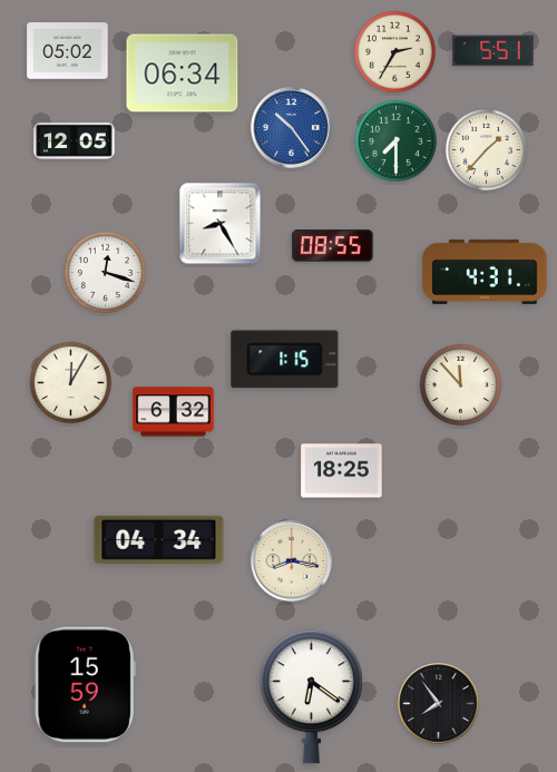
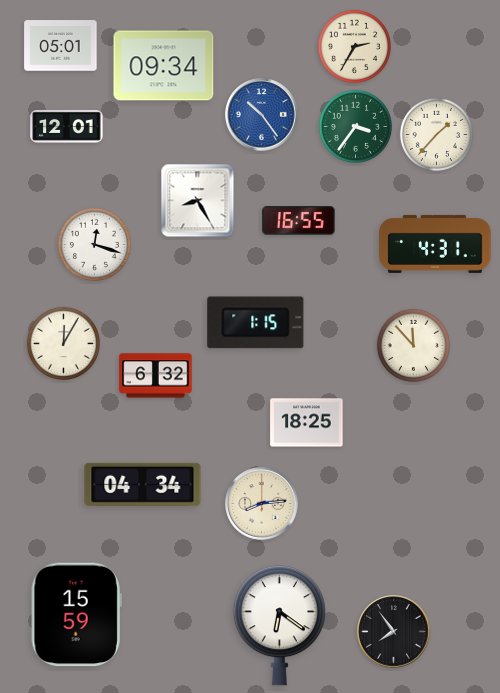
clock at (68, 51): 05:02 -> 05:01
clock at (494, 51): 5:51 -> none
clock at (183, 74): 06:34 -> 09:34
clock at (75, 140): 12:05 -> 12:01
clock at (395, 140): 7:30 -> 3:36
clock at (333, 246): 08:55 -> 16:55
clock at (174, 412) position: (174, 412) -> (156, 376)
clock at (292, 561): 8:17 -> 8:14
